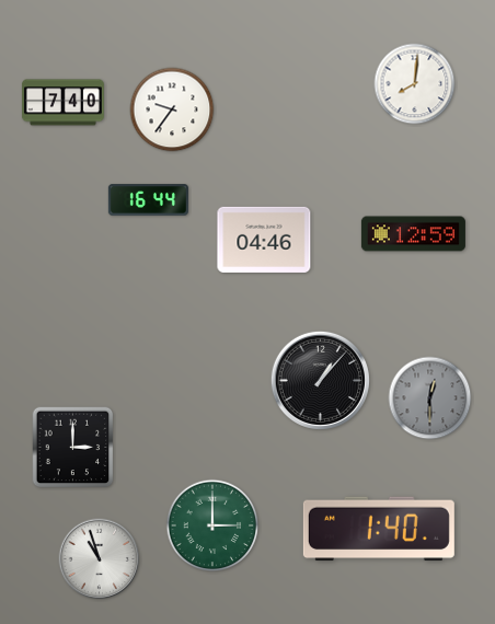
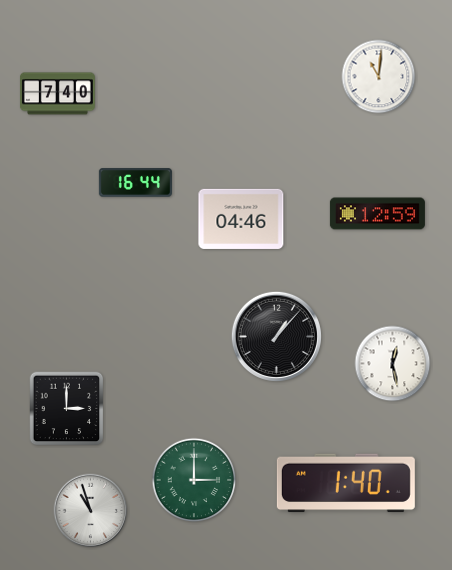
clock at (415, 84): 8:01 -> 11:01
clock at (172, 109): 9:36 -> none
clock at (320, 380) position: (320, 380) -> (276, 336)
clock at (430, 398): 12:30 -> 12:28
clock at (430, 398) dial: grey -> white
